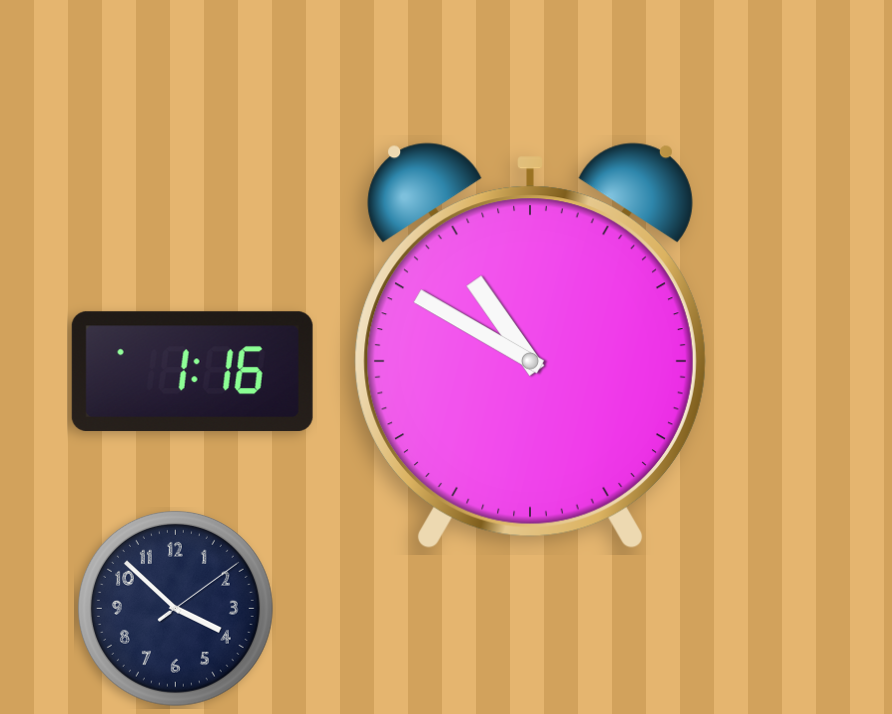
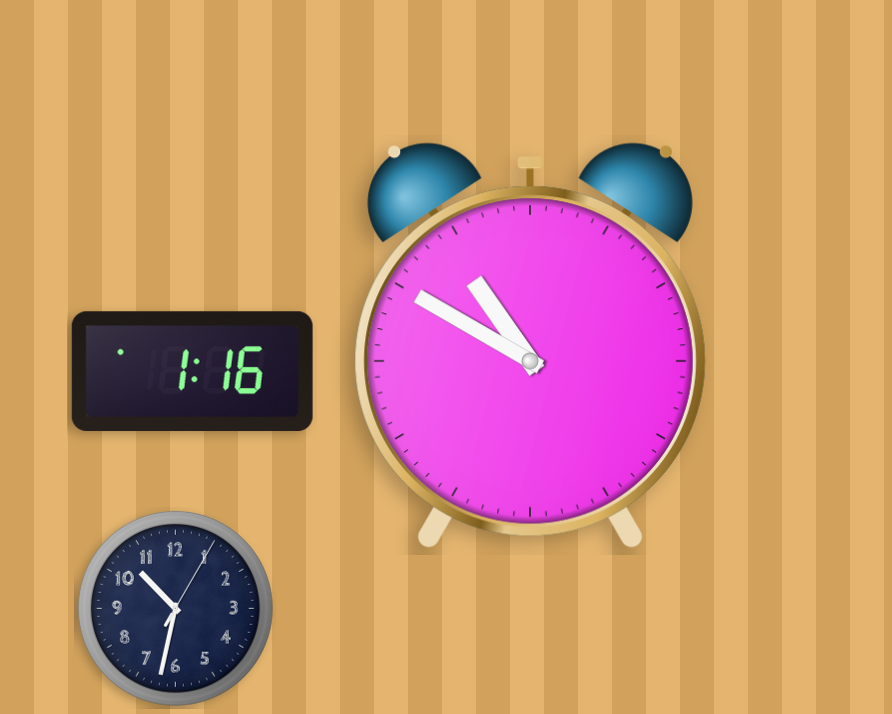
clock at (175, 608): 3:52 -> 10:32
